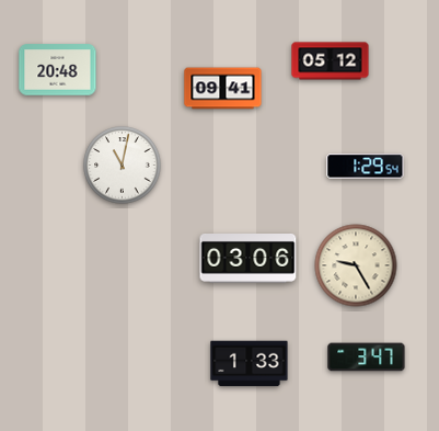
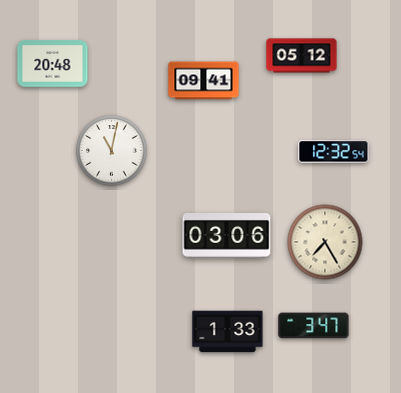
clock at (366, 167): 1:29 -> 12:32
clock at (356, 265): 9:25 -> 7:25
clock at (367, 358) position: (367, 358) -> (314, 326)
